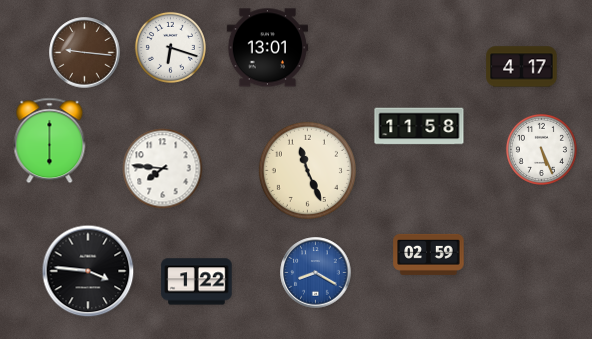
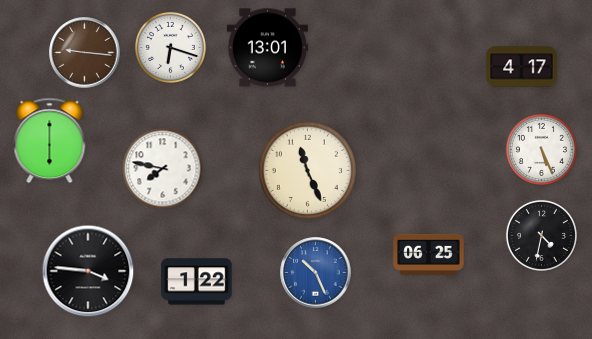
clock at (419, 126): 11:58 -> none
clock at (163, 169): 7:46 -> 7:47
clock at (541, 235): none -> 4:32
clock at (429, 254): 02:59 -> 06:25
clock at (316, 273): 8:20 -> 10:26
